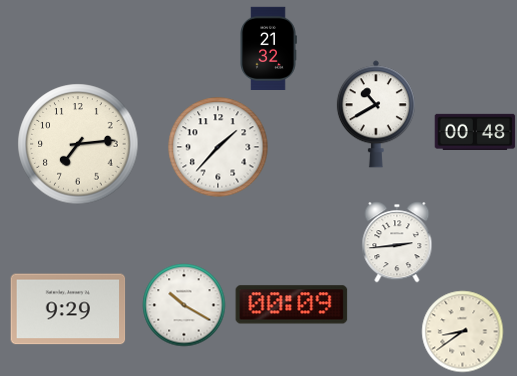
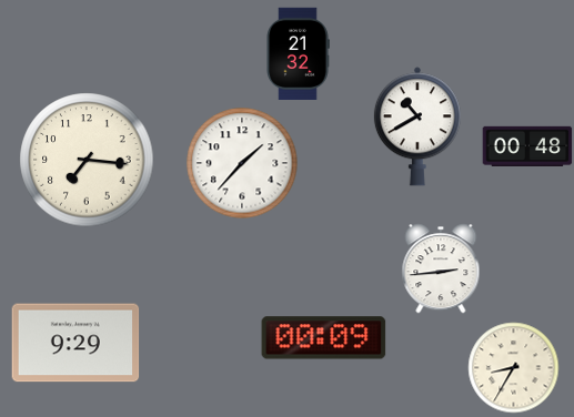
clock at (78, 144): 7:14 -> 7:16
clock at (184, 305): 10:20 -> none
clock at (463, 332): 8:39 -> 8:35
